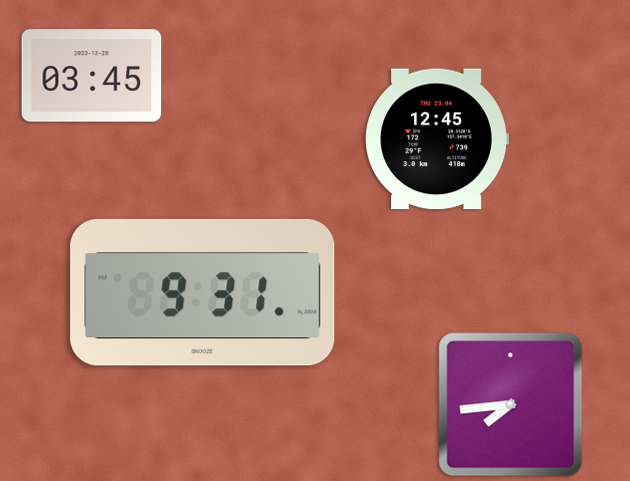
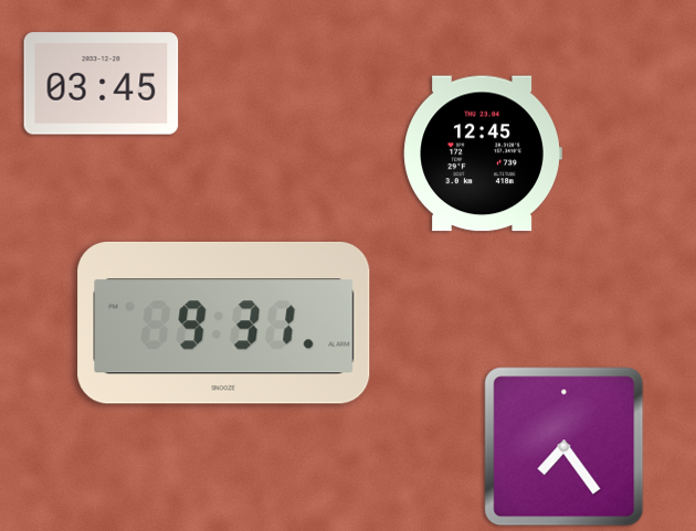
clock at (511, 405): 7:44 -> 7:24
